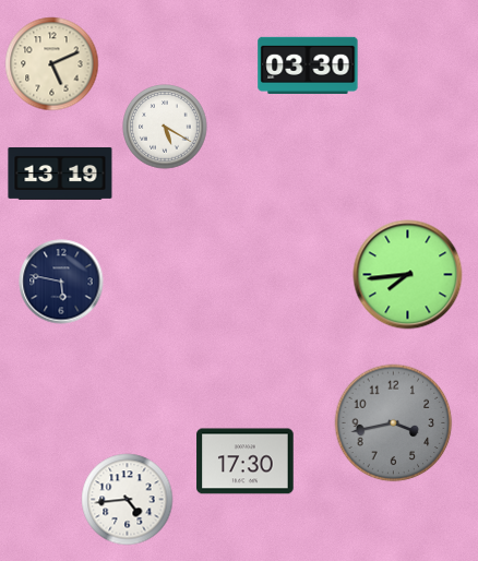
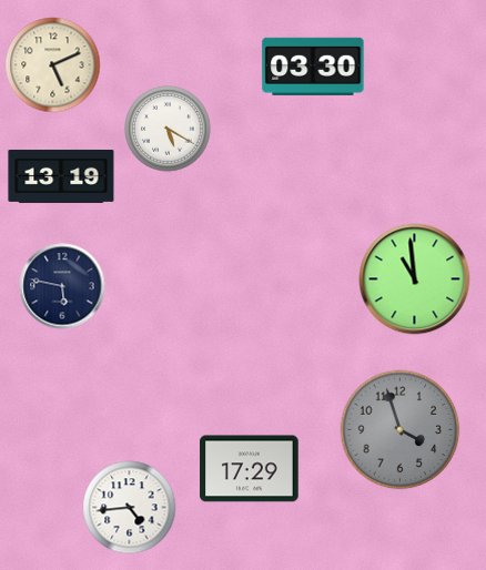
clock at (408, 275): 7:44 -> 10:59
clock at (394, 423): 3:43 -> 3:57
clock at (246, 462): 17:30 -> 17:29
